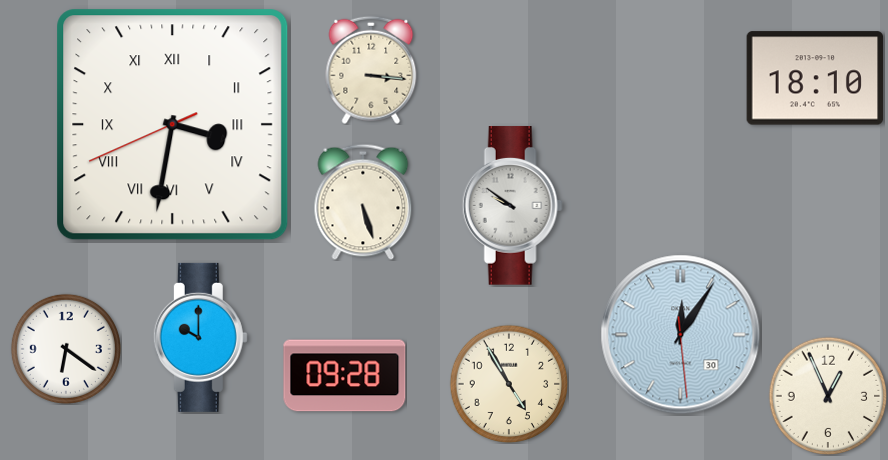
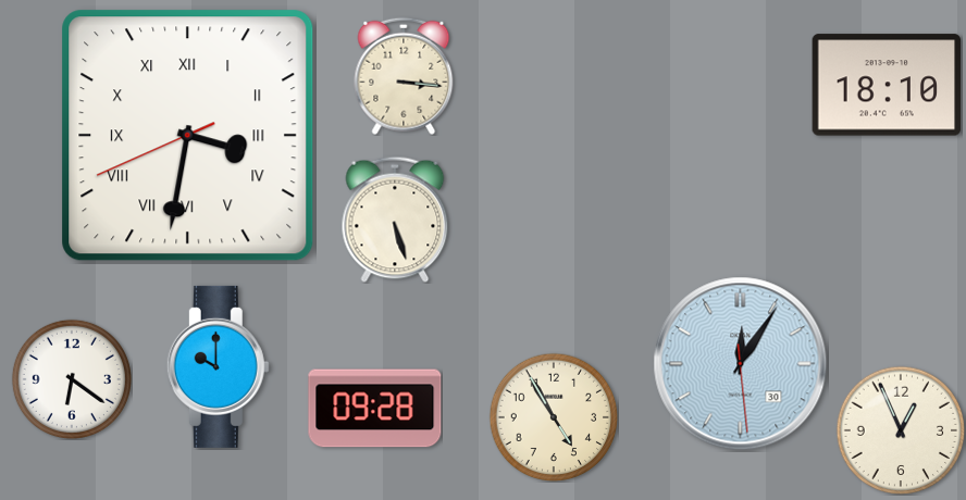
clock at (512, 206): 9:51 -> none
